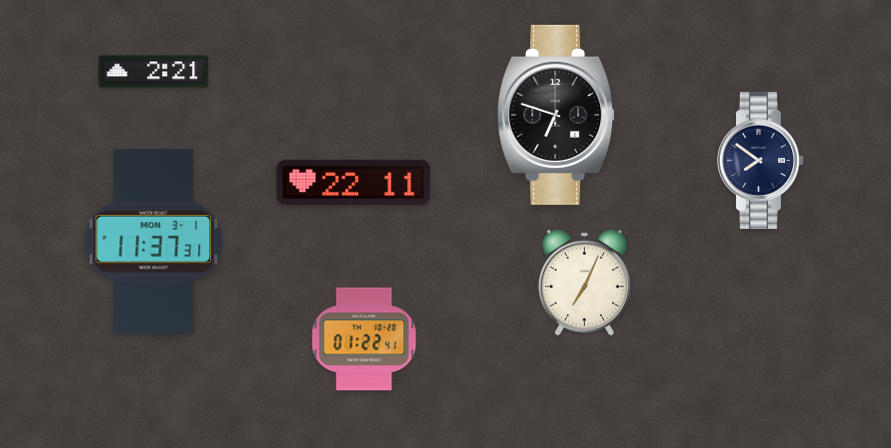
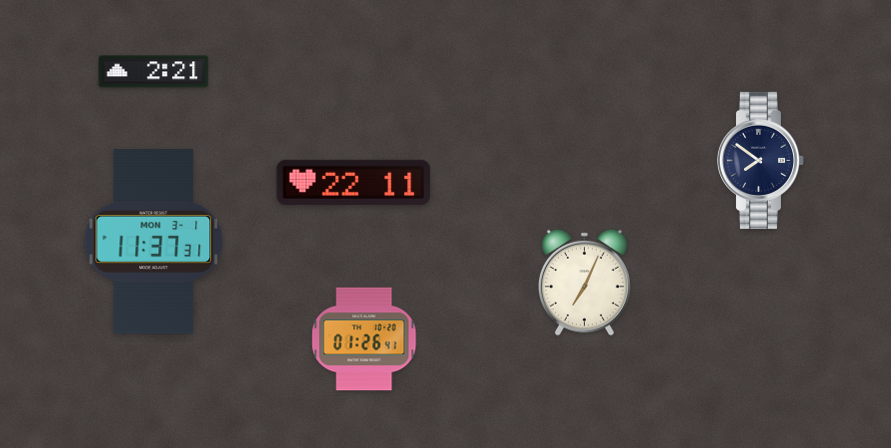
clock at (557, 115): 6:48 -> none
clock at (364, 339): 01:22 -> 01:26
